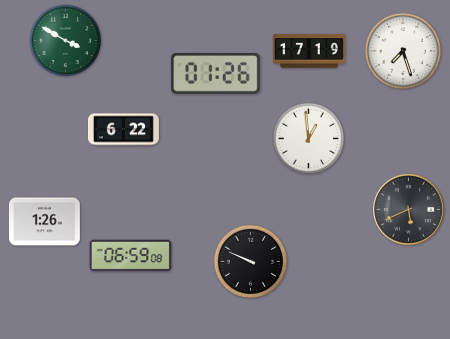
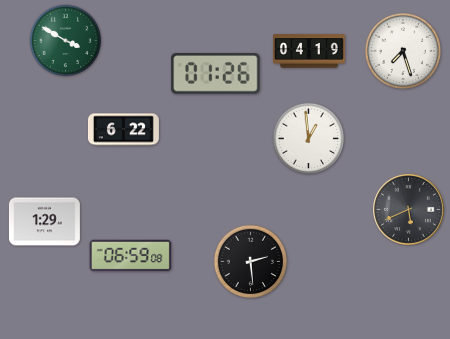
clock at (309, 51): 17:19 -> 04:19
clock at (44, 222): 1:26 -> 1:29
clock at (251, 262): 9:49 -> 2:29
